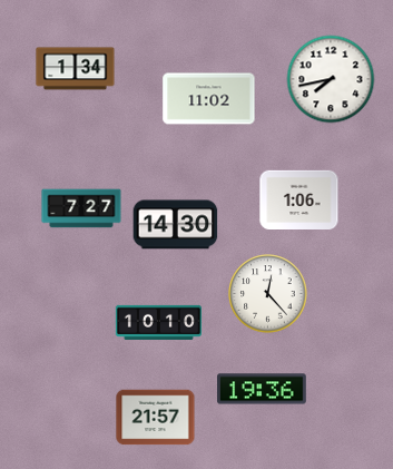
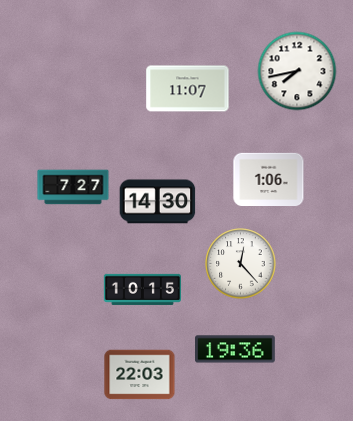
clock at (76, 69): 1:34 -> none
clock at (209, 99): 11:02 -> 11:07
clock at (158, 322): 10:10 -> 10:15
clock at (156, 418): 21:57 -> 22:03
